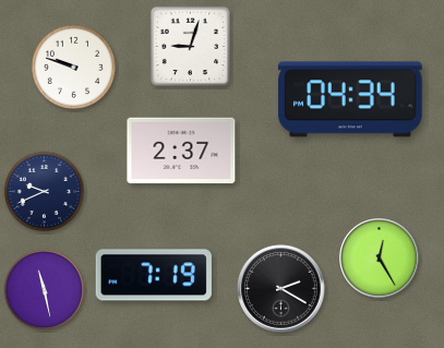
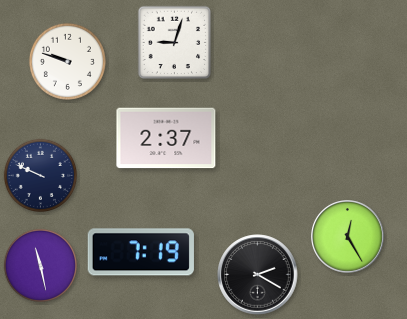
clock at (350, 99): 04:34 -> none
clock at (44, 191): 9:41 -> 9:49
clock at (281, 289) position: (281, 289) -> (258, 275)
